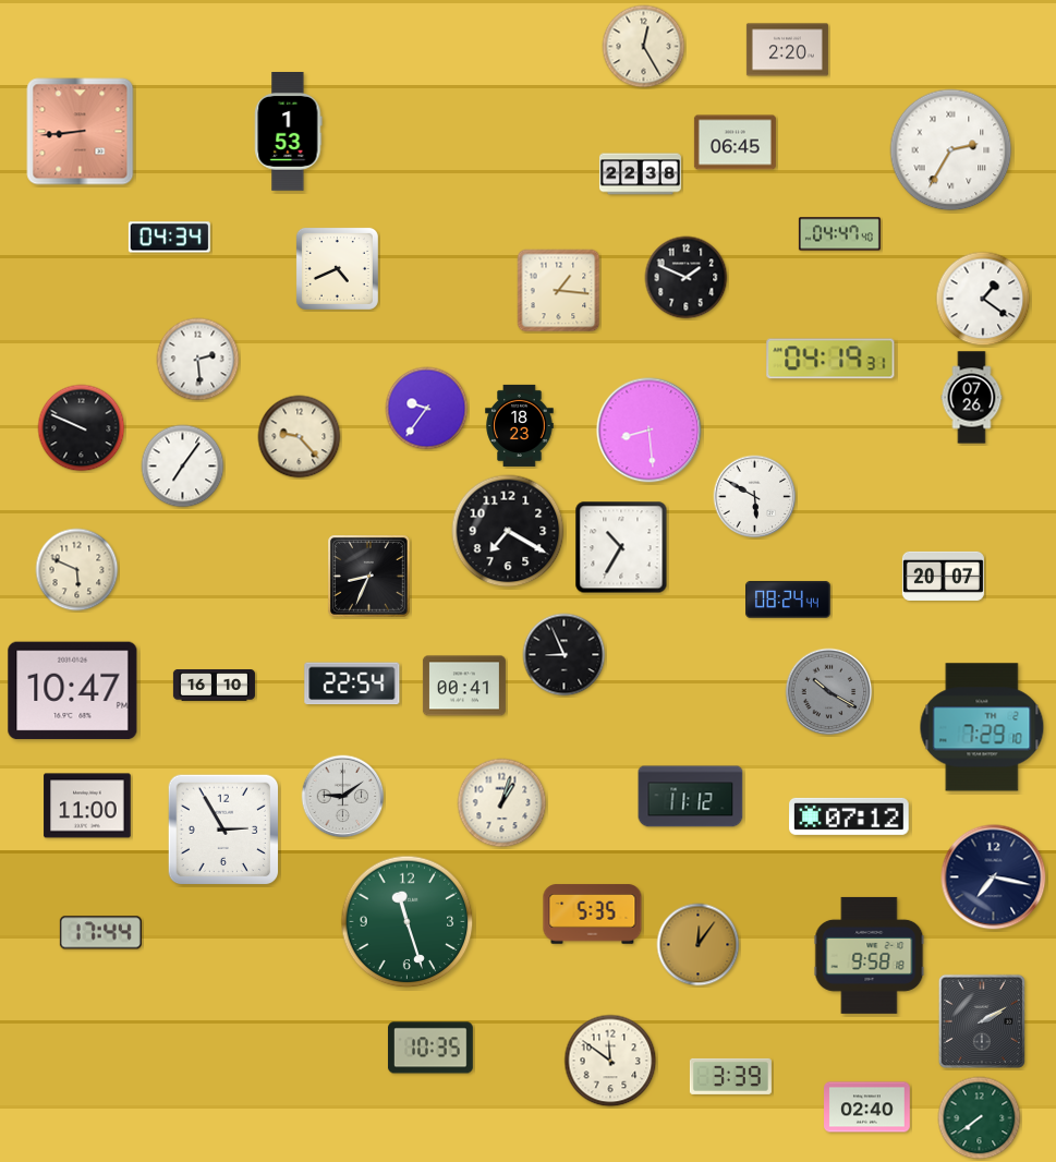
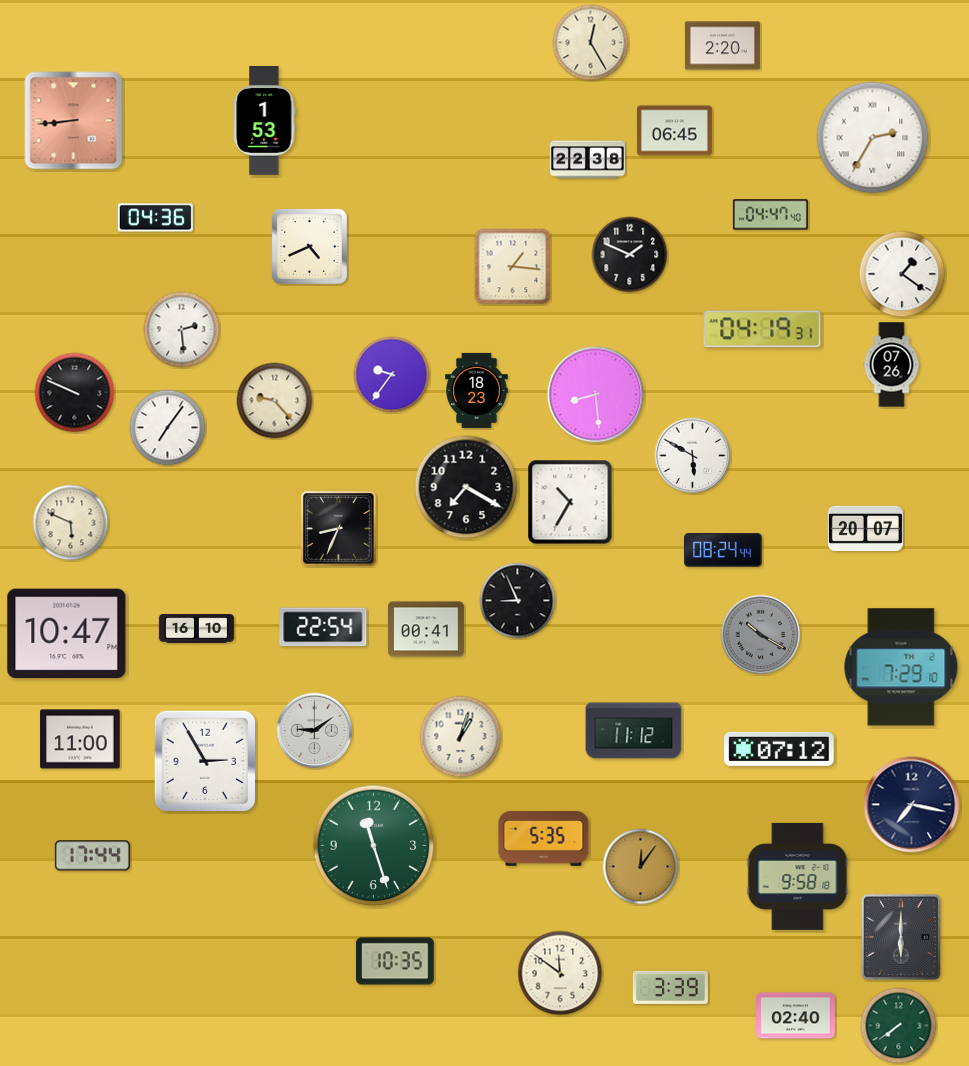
clock at (169, 238): 04:34 -> 04:36
clock at (982, 1021): 2:10 -> 6:00
